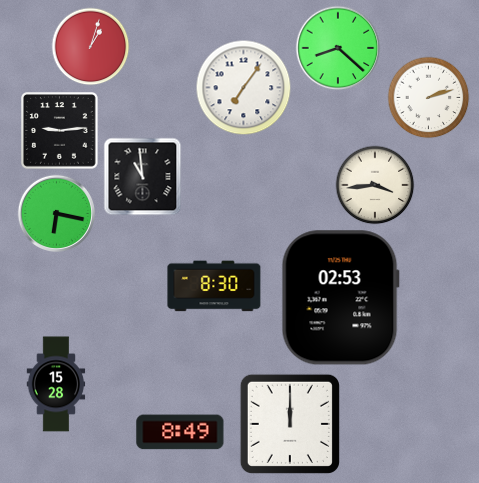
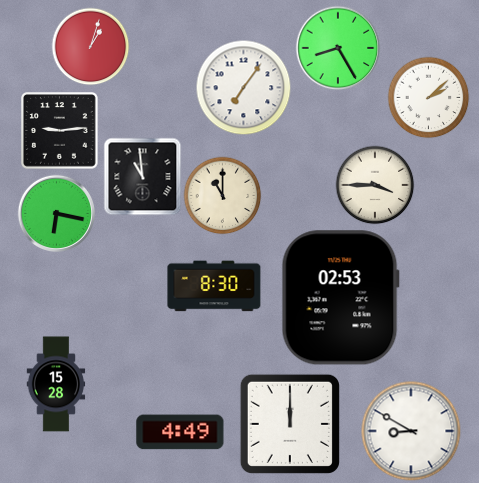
clock at (338, 48): 8:22 -> 8:25
clock at (428, 97): 2:12 -> 2:08
clock at (375, 185): 3:44 -> 3:45
clock at (222, 195): none -> 11:00
clock at (411, 431): none -> 8:50
clock at (180, 432): 8:49 -> 4:49
